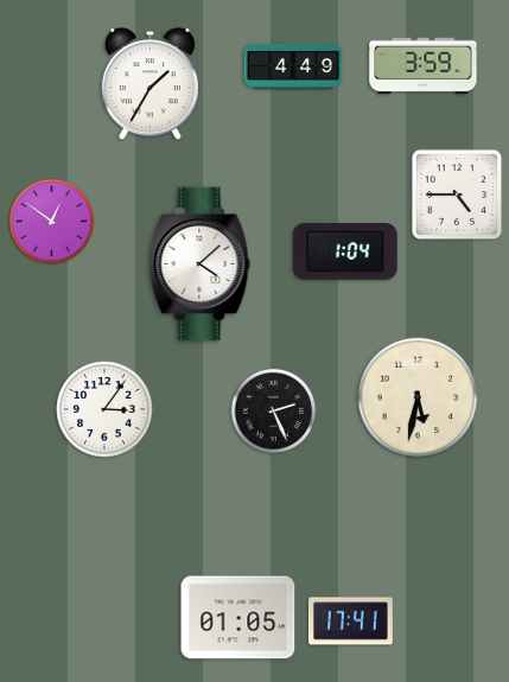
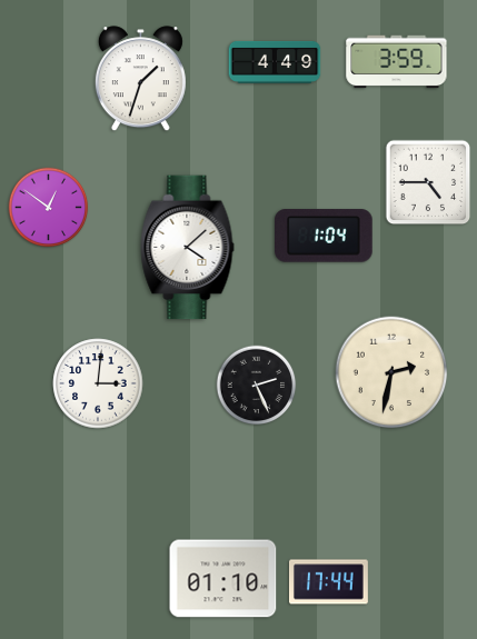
clock at (149, 84): 1:35 -> 1:33
clock at (418, 397): 5:32 -> 2:32
clock at (104, 409): 3:06 -> 3:01
clock at (238, 618): 01:05 -> 01:10
clock at (350, 622): 17:41 -> 17:44
